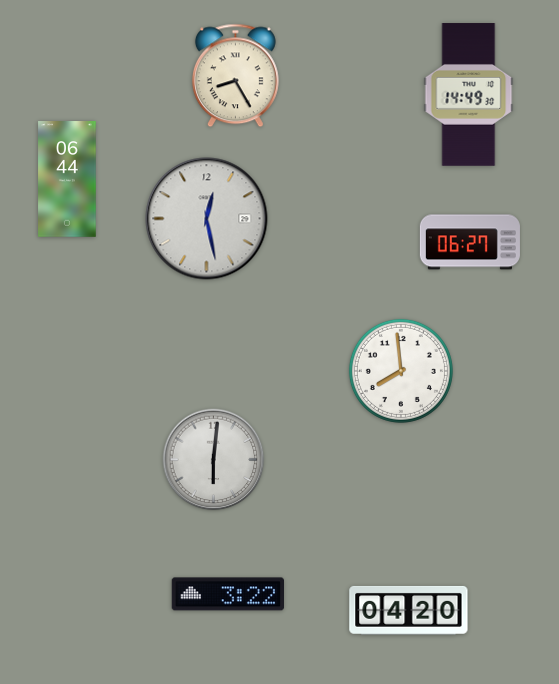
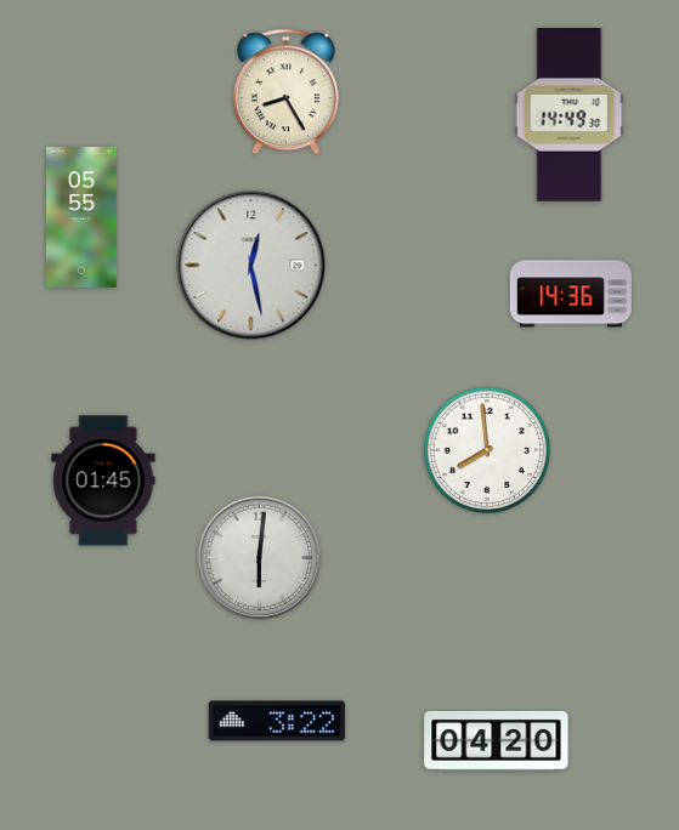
clock at (67, 179): 06:44 -> 05:55
clock at (470, 242): 06:27 -> 14:36
clock at (103, 481): none -> 01:45
